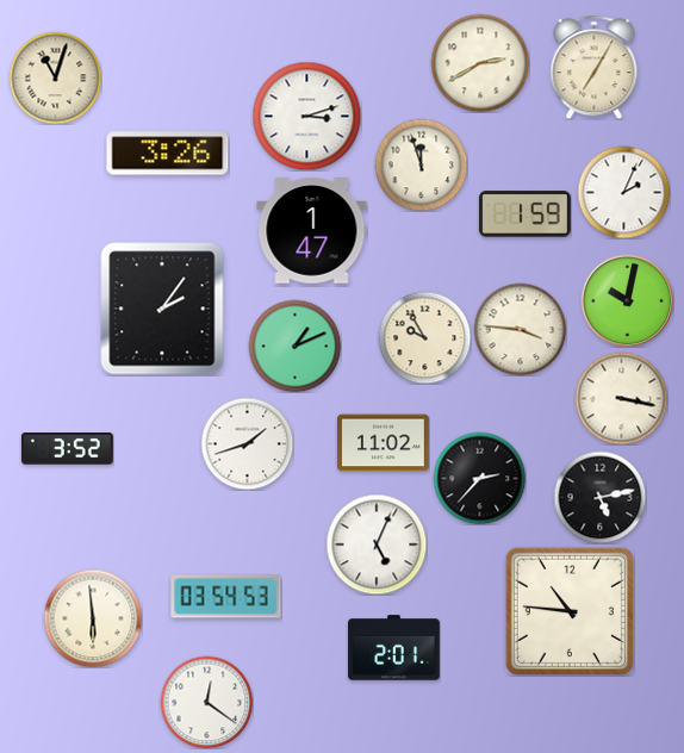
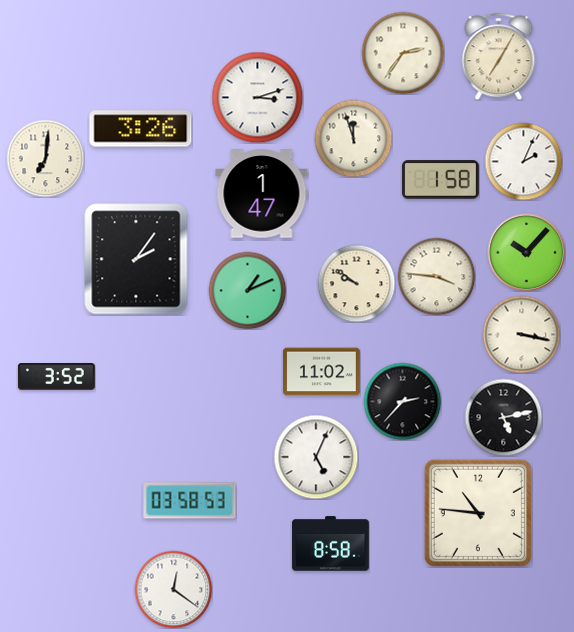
clock at (480, 63): 2:40 -> 2:36
clock at (55, 77): 11:03 -> none
clock at (45, 158): none -> 7:01
clock at (524, 214): 1:59 -> 1:58
clock at (627, 300): 10:02 -> 10:07
clock at (424, 337): 9:55 -> 9:51
clock at (247, 443): 1:42 -> none
clock at (226, 597): 03:54 -> 03:58
clock at (93, 618): 5:59 -> none
clock at (394, 648): 2:01 -> 8:58
